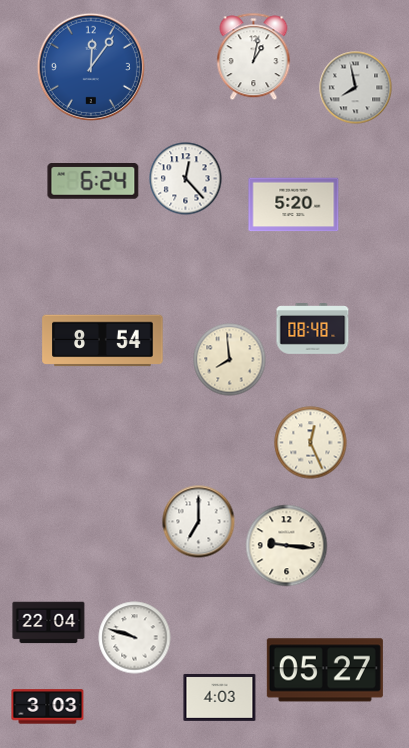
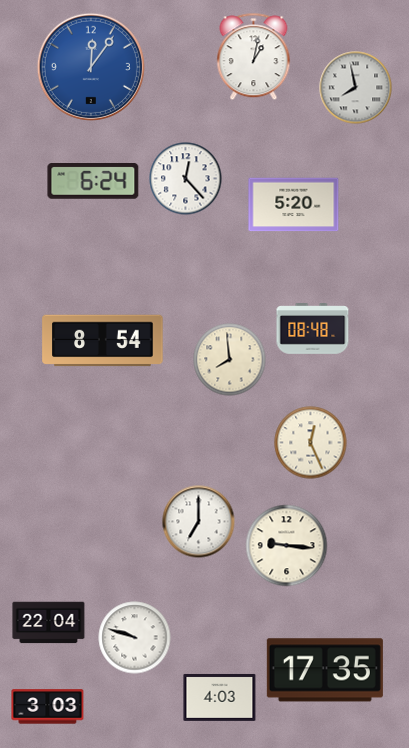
clock at (325, 670): 05:27 -> 17:35
